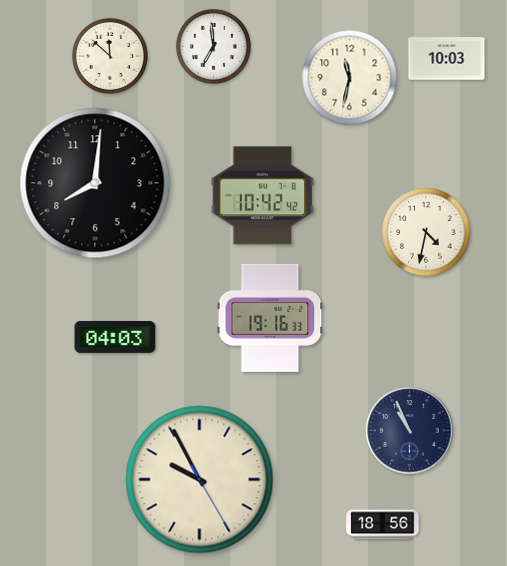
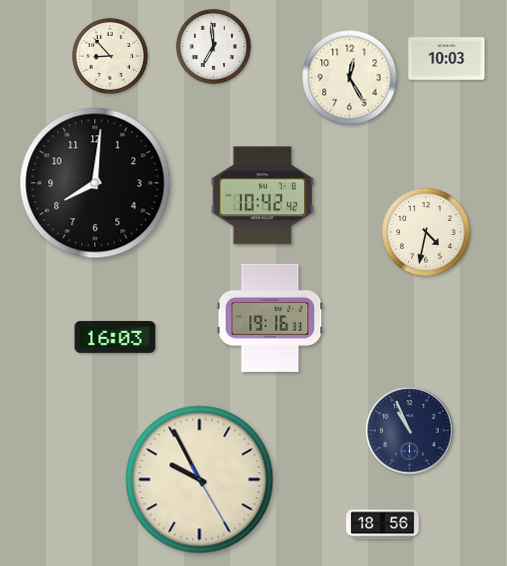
clock at (110, 56): 11:52 -> 8:53
clock at (350, 78): 11:32 -> 12:25
clock at (115, 337): 04:03 -> 16:03
